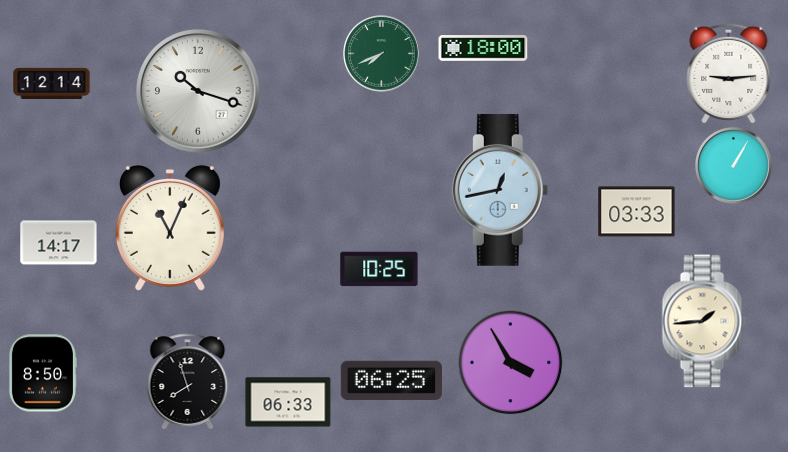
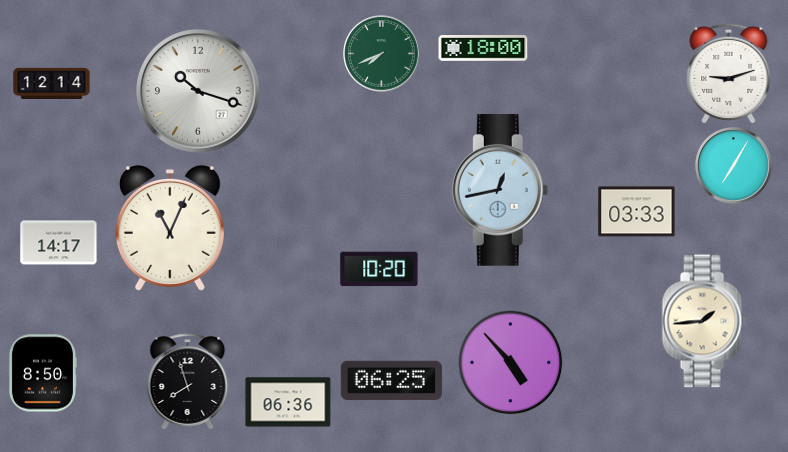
clock at (729, 73): 9:14 -> 9:12
clock at (734, 166): 1:05 -> 7:05
clock at (379, 269): 10:25 -> 10:20
clock at (511, 363): 3:55 -> 4:53
clock at (288, 402): 06:33 -> 06:36
